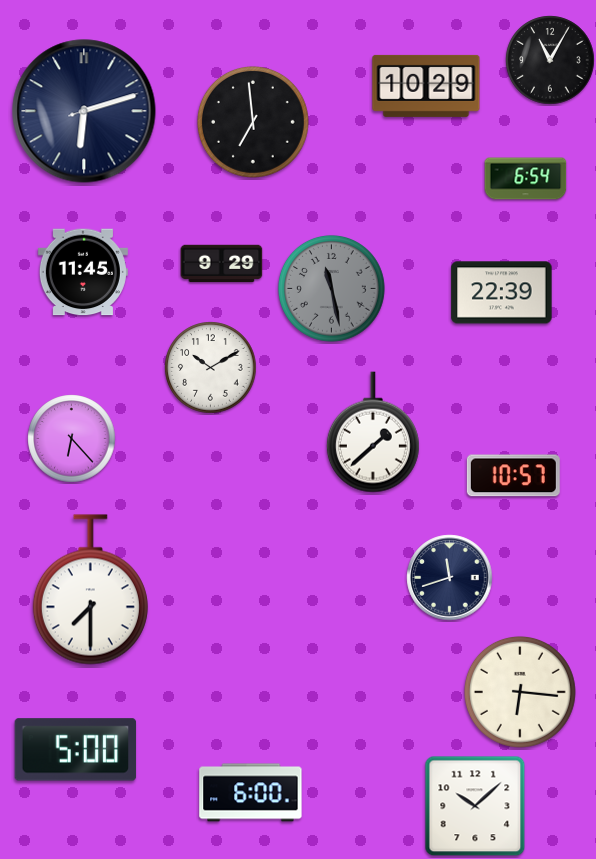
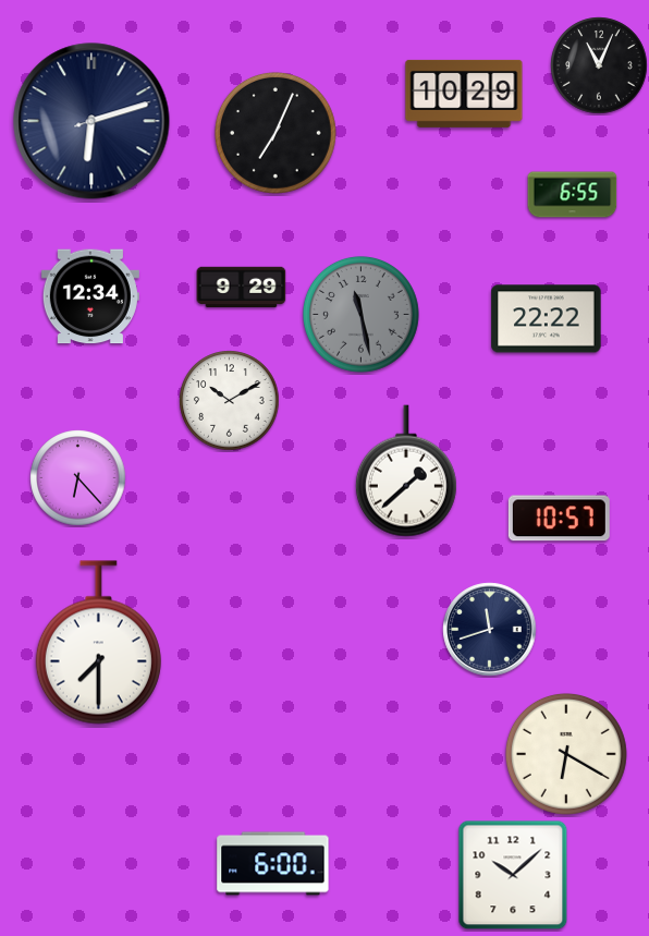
clock at (550, 60): 11:05 -> 11:04
clock at (253, 122): 6:59 -> 7:04
clock at (526, 179): 6:54 -> 6:55
clock at (83, 272): 11:45 -> 12:34
clock at (502, 293): 22:39 -> 22:22
clock at (520, 692): 6:16 -> 6:20
clock at (76, 750): 5:00 -> none
clock at (475, 806) position: (475, 806) -> (513, 875)
